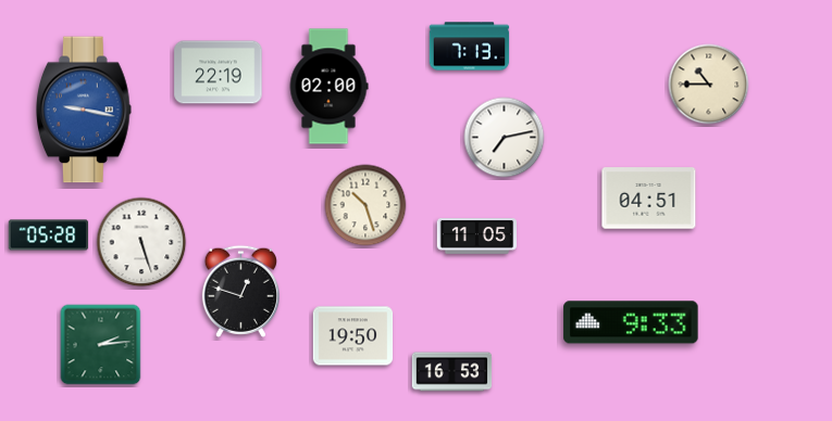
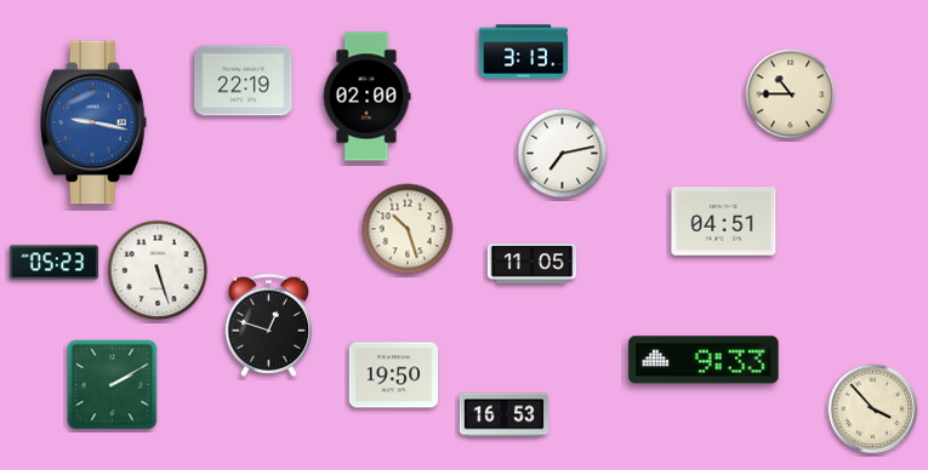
clock at (470, 47): 7:13 -> 3:13
clock at (49, 235): 05:28 -> 05:23
clock at (101, 345): 2:14 -> 2:10
clock at (873, 409): none -> 3:53
